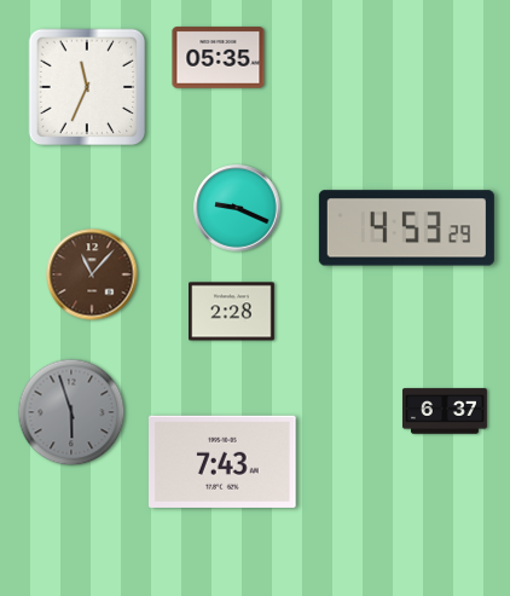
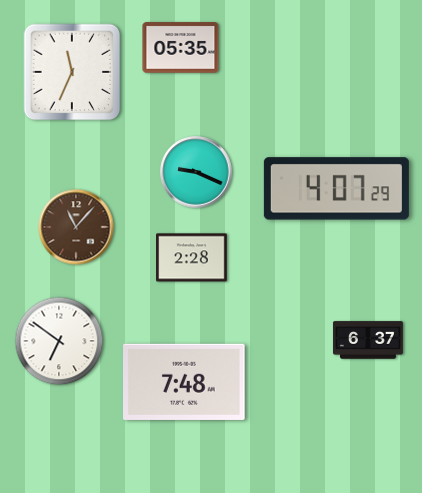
clock at (406, 228): 4:53 -> 4:07
clock at (71, 412): 5:57 -> 6:51
clock at (71, 412) dial: grey -> white
clock at (224, 462): 7:43 -> 7:48
